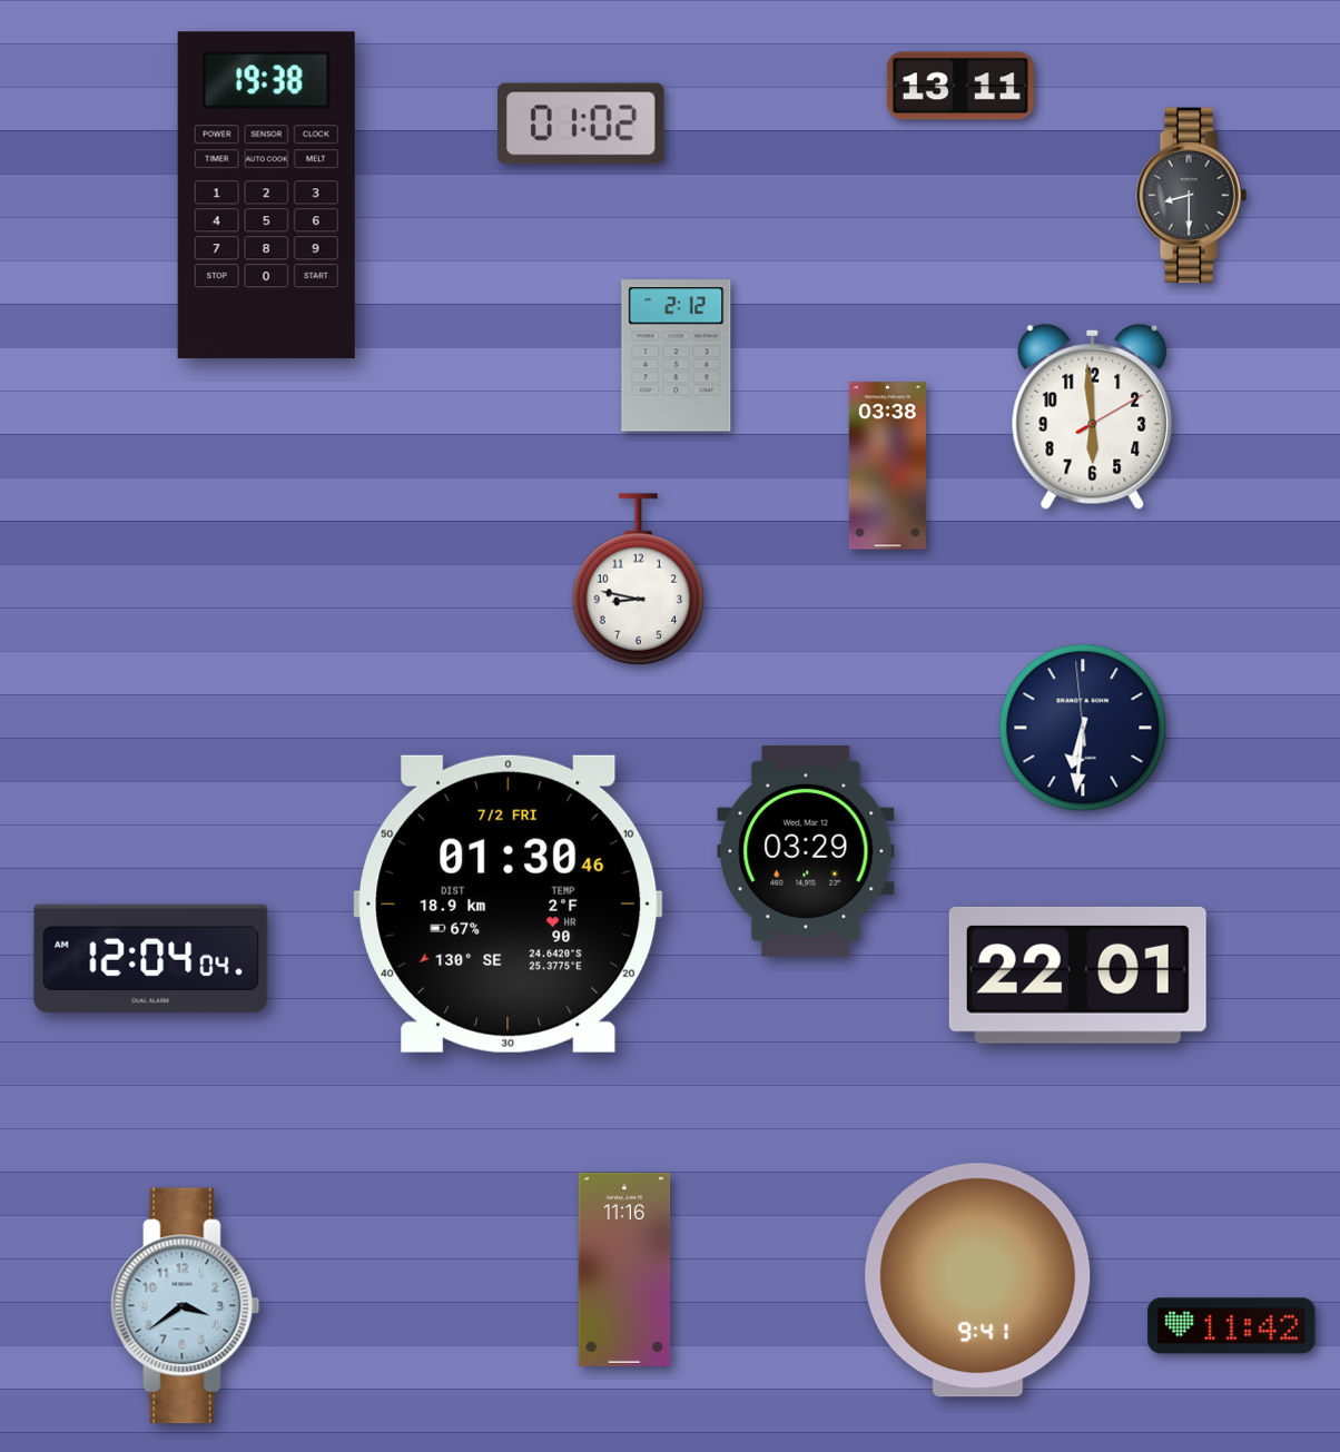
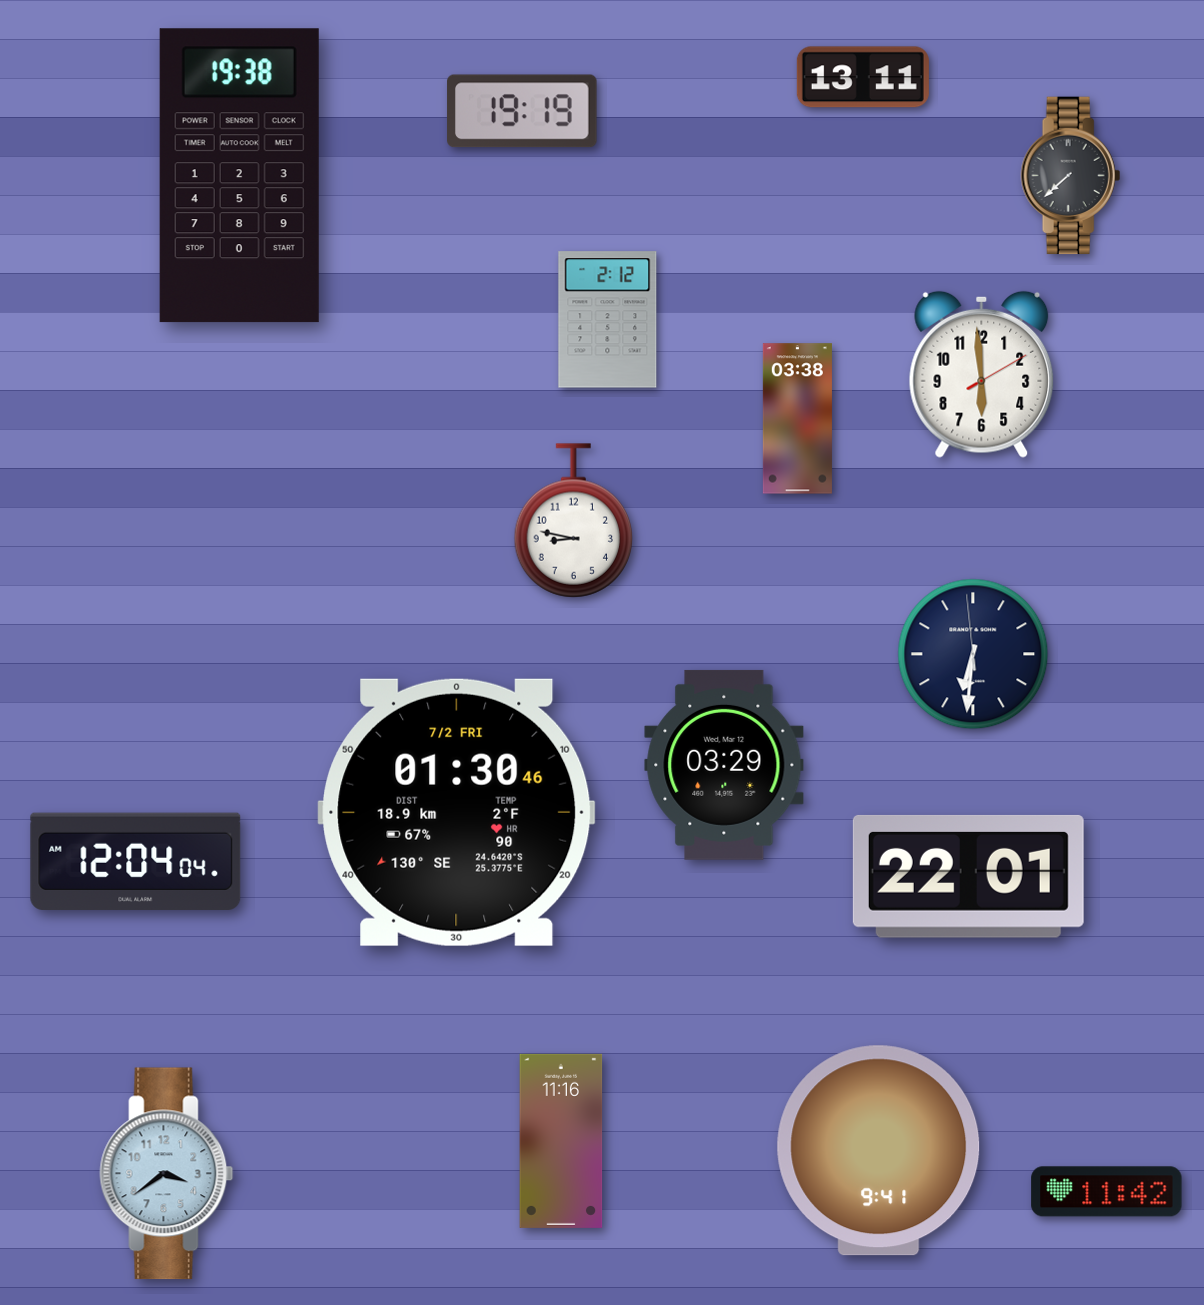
clock at (581, 124): 01:02 -> 19:19
clock at (1192, 196): 8:30 -> 7:38
